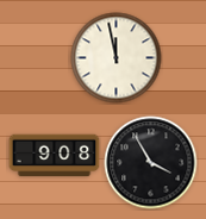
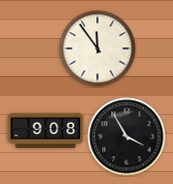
clock at (117, 58): 11:58 -> 11:54
